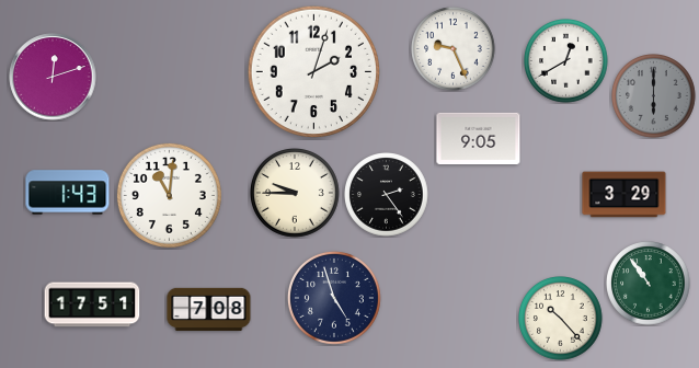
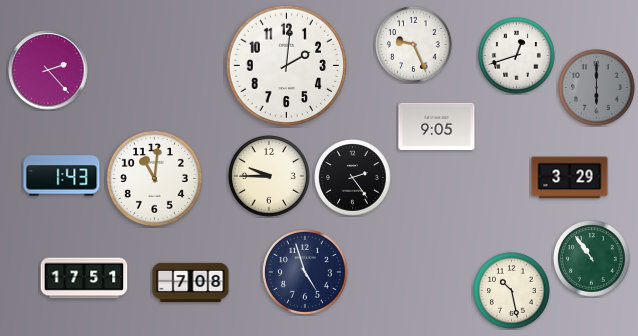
clock at (566, 61): 12:40 -> 12:42
clock at (313, 71): 2:03 -> 2:01
clock at (53, 77): 12:12 -> 2:23
clock at (561, 319): 10:23 -> 10:28
